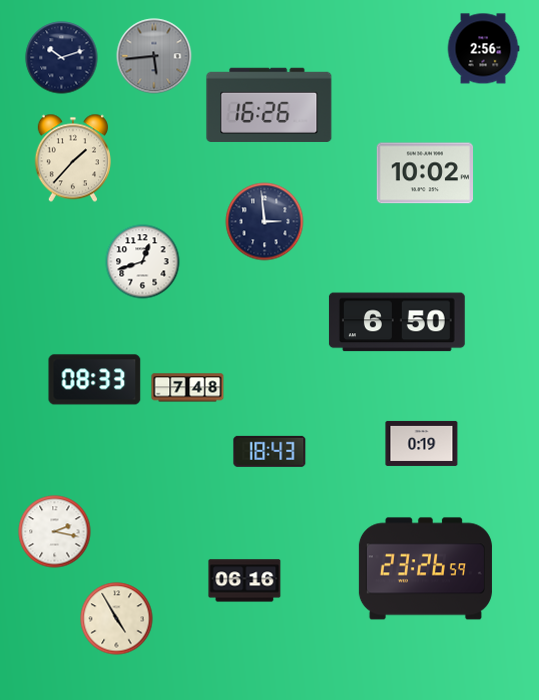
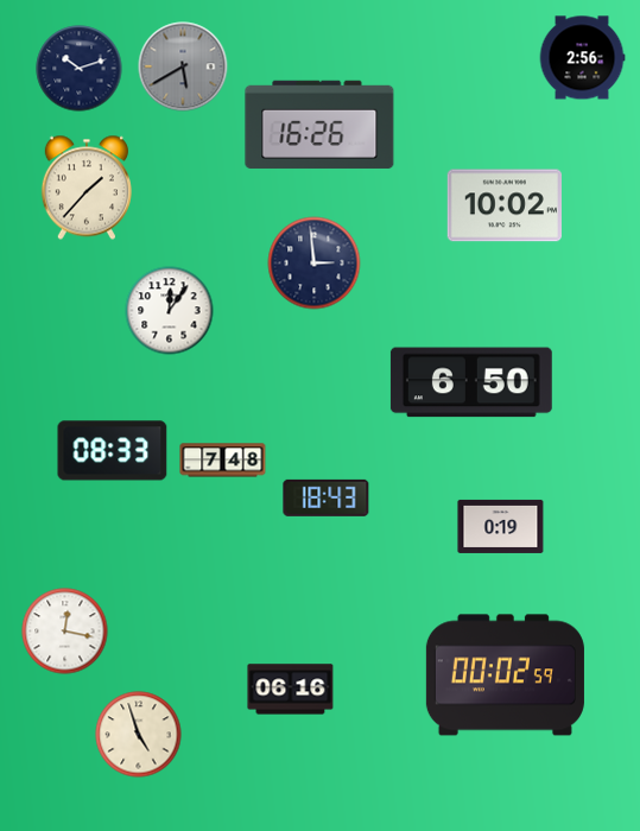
clock at (483, 49) position: (483, 49) -> (582, 58)
clock at (154, 56): 5:44 -> 5:40
clock at (62, 58) position: (62, 58) -> (80, 69)
clock at (143, 262): 12:42 -> 12:06
clock at (270, 451) position: (270, 451) -> (327, 497)
clock at (55, 532): 2:17 -> 12:17
clock at (425, 569): 23:26 -> 00:02
clock at (117, 619): 4:55 -> 4:57
